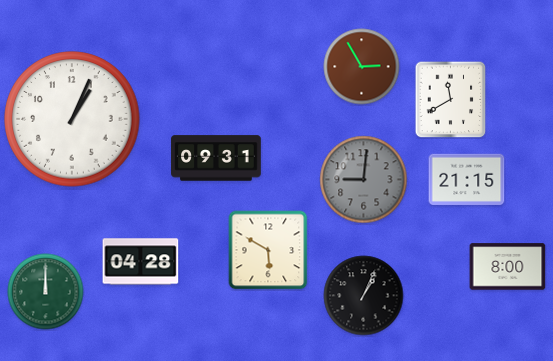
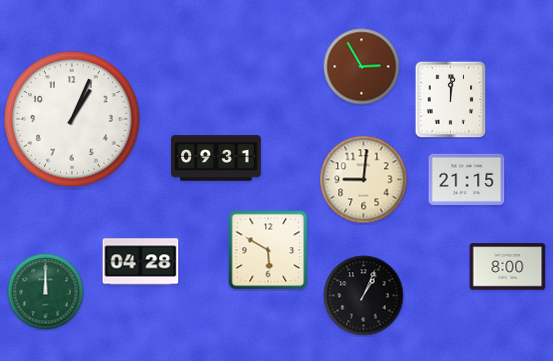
clock at (451, 99): 11:40 -> 12:01
clock at (364, 180) dial: grey -> cream
